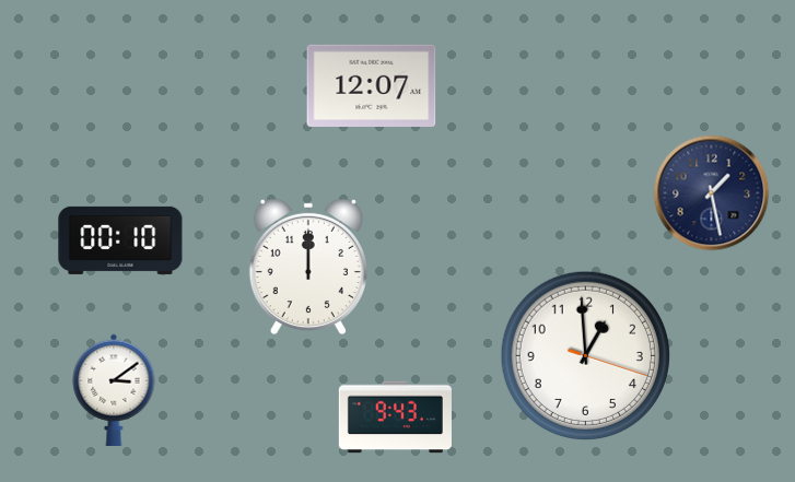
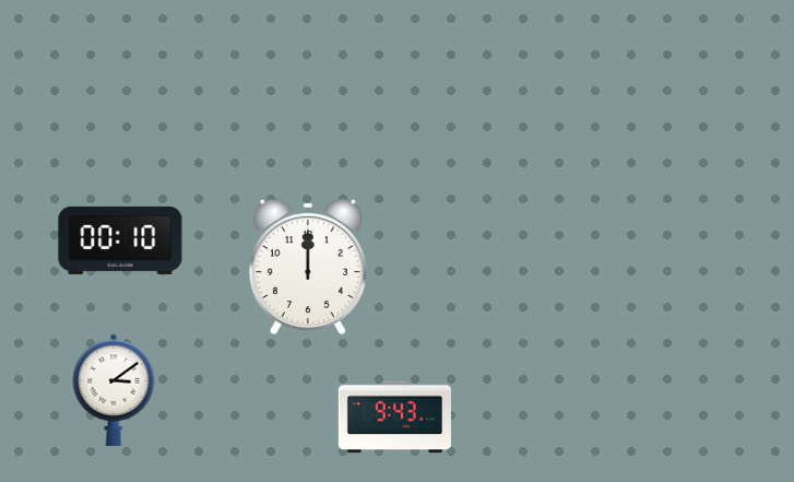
clock at (372, 85): 12:07 -> none
clock at (712, 193): 1:28 -> none
clock at (585, 355): 12:59 -> none
